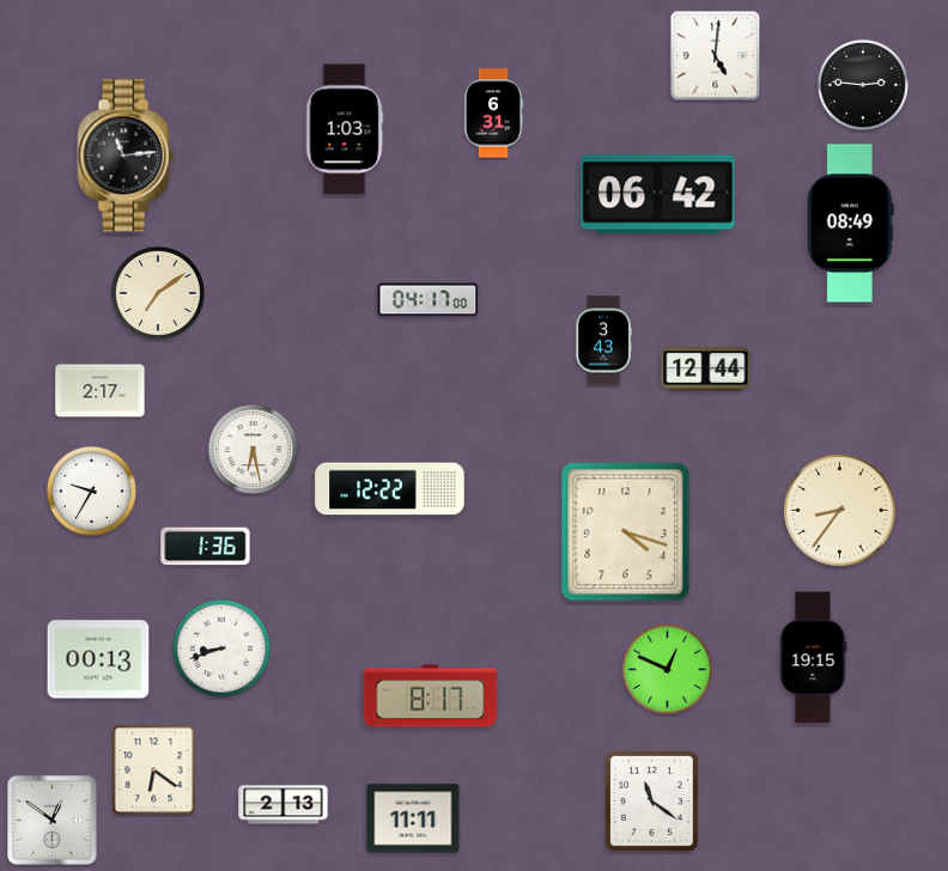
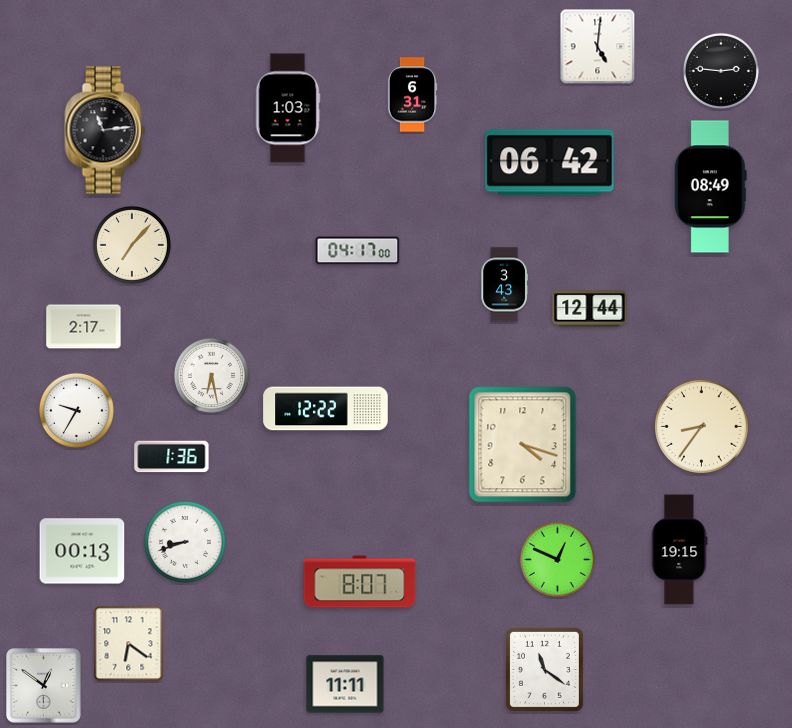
clock at (158, 293): 7:09 -> 7:07
clock at (431, 696): 8:17 -> 8:07
clock at (284, 805): 2:13 -> none
